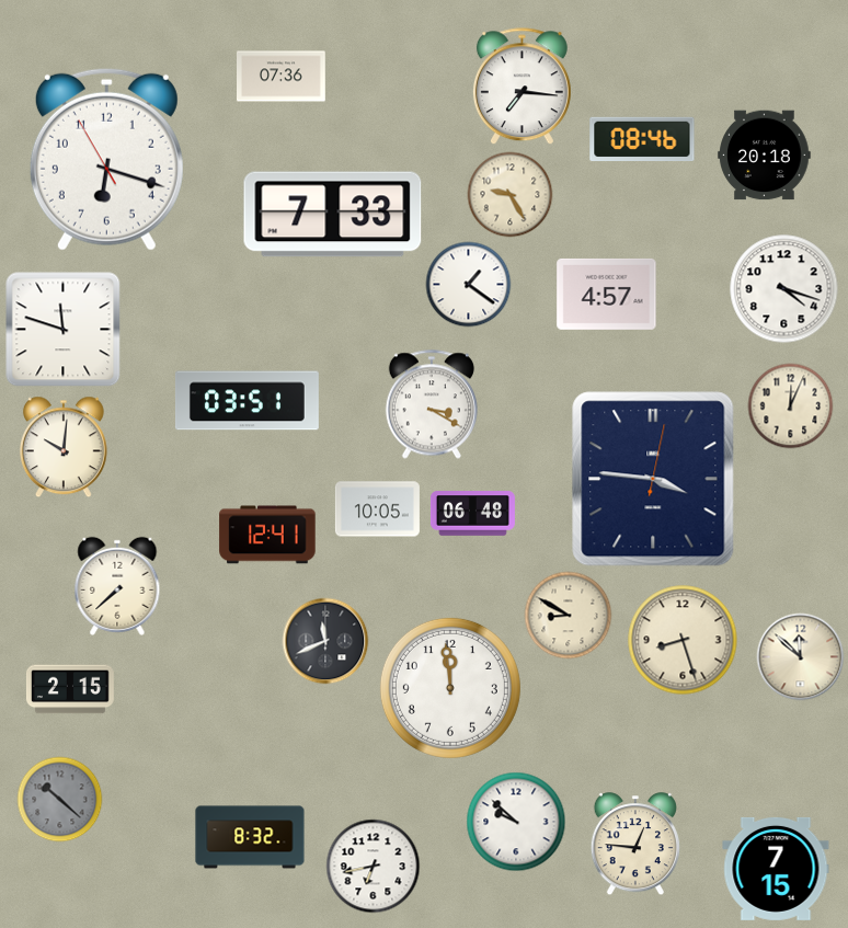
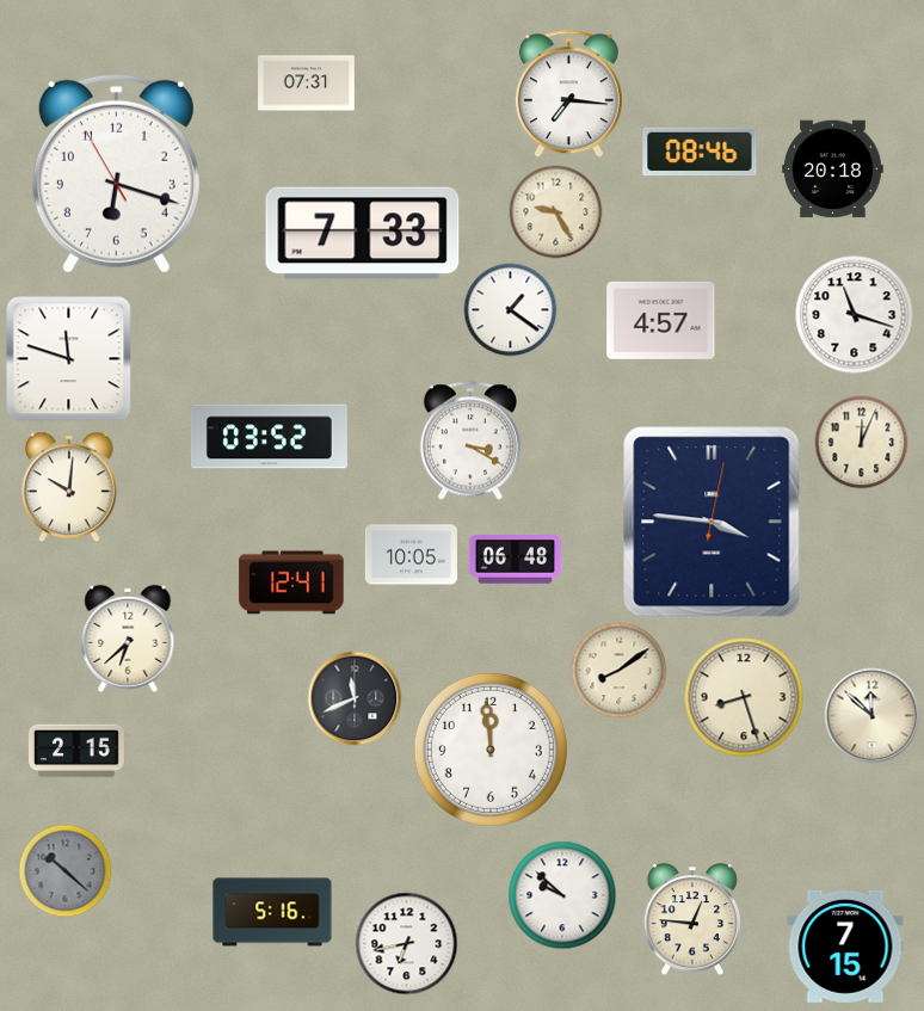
clock at (282, 77): 07:36 -> 07:31
clock at (784, 289): 4:18 -> 11:18
clock at (247, 401): 03:51 -> 03:52
clock at (117, 586): 7:38 -> 6:38
clock at (568, 615): 8:50 -> 8:09
clock at (250, 837): 8:32 -> 5:16
